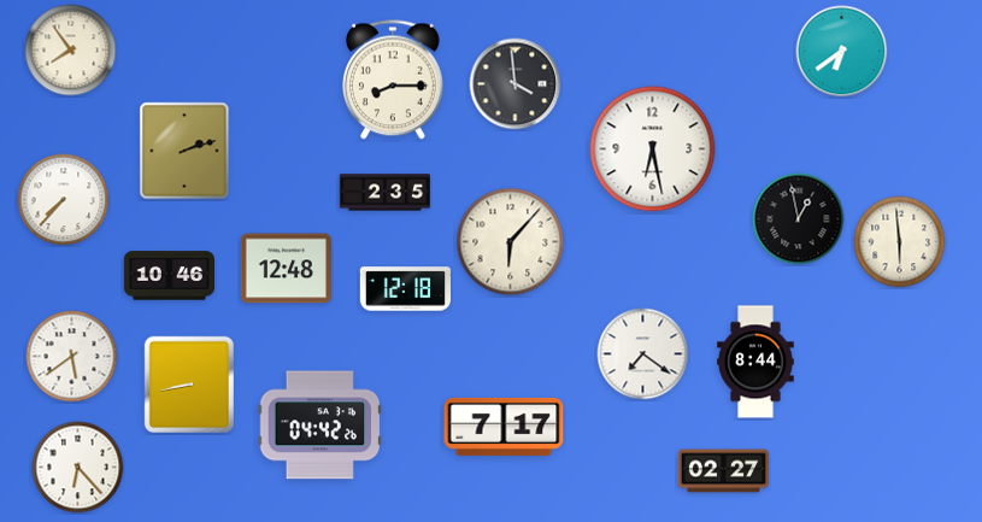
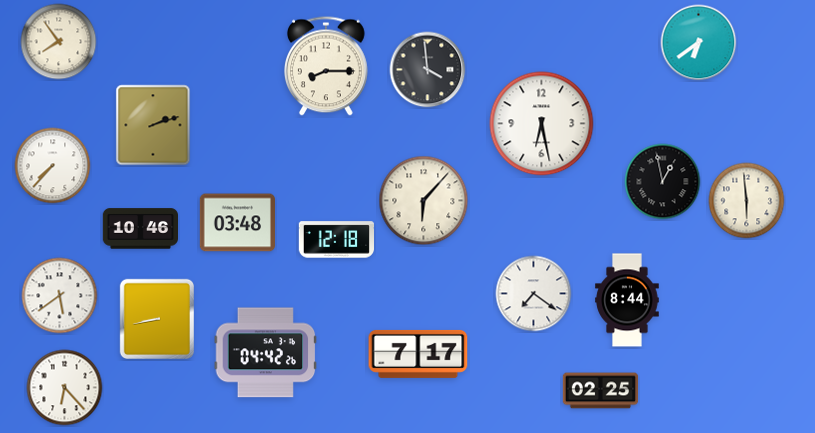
clock at (384, 193): 2:35 -> none
clock at (286, 269): 12:48 -> 03:48
clock at (724, 471): 02:27 -> 02:25
